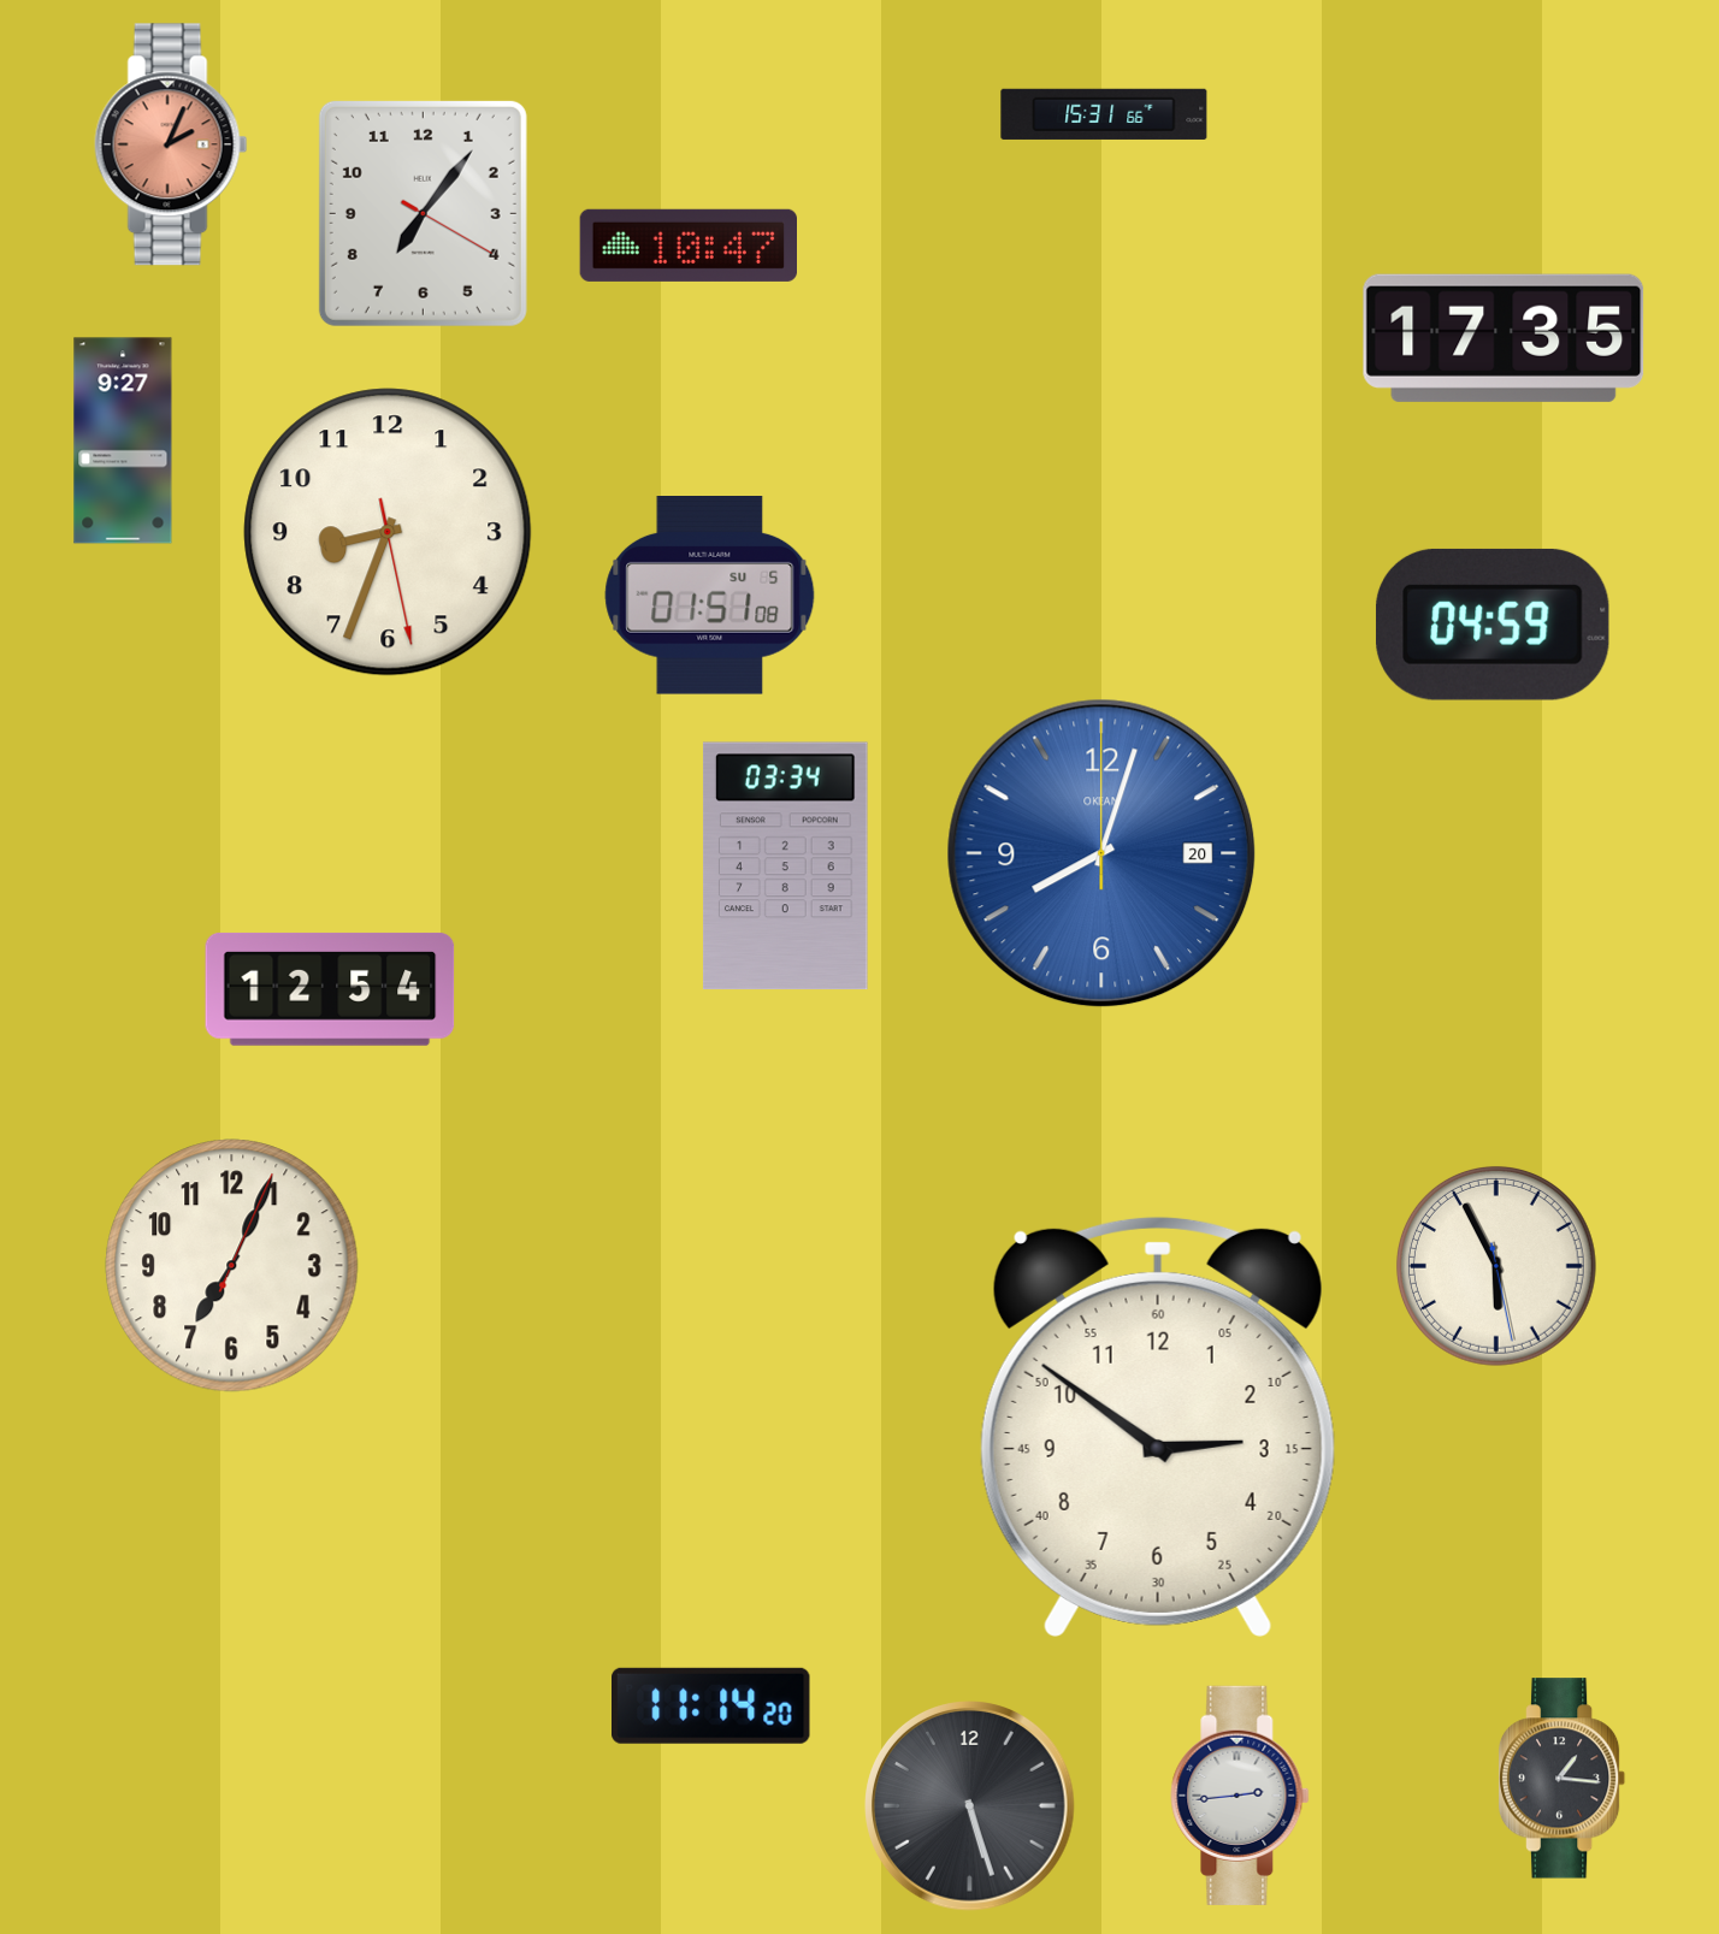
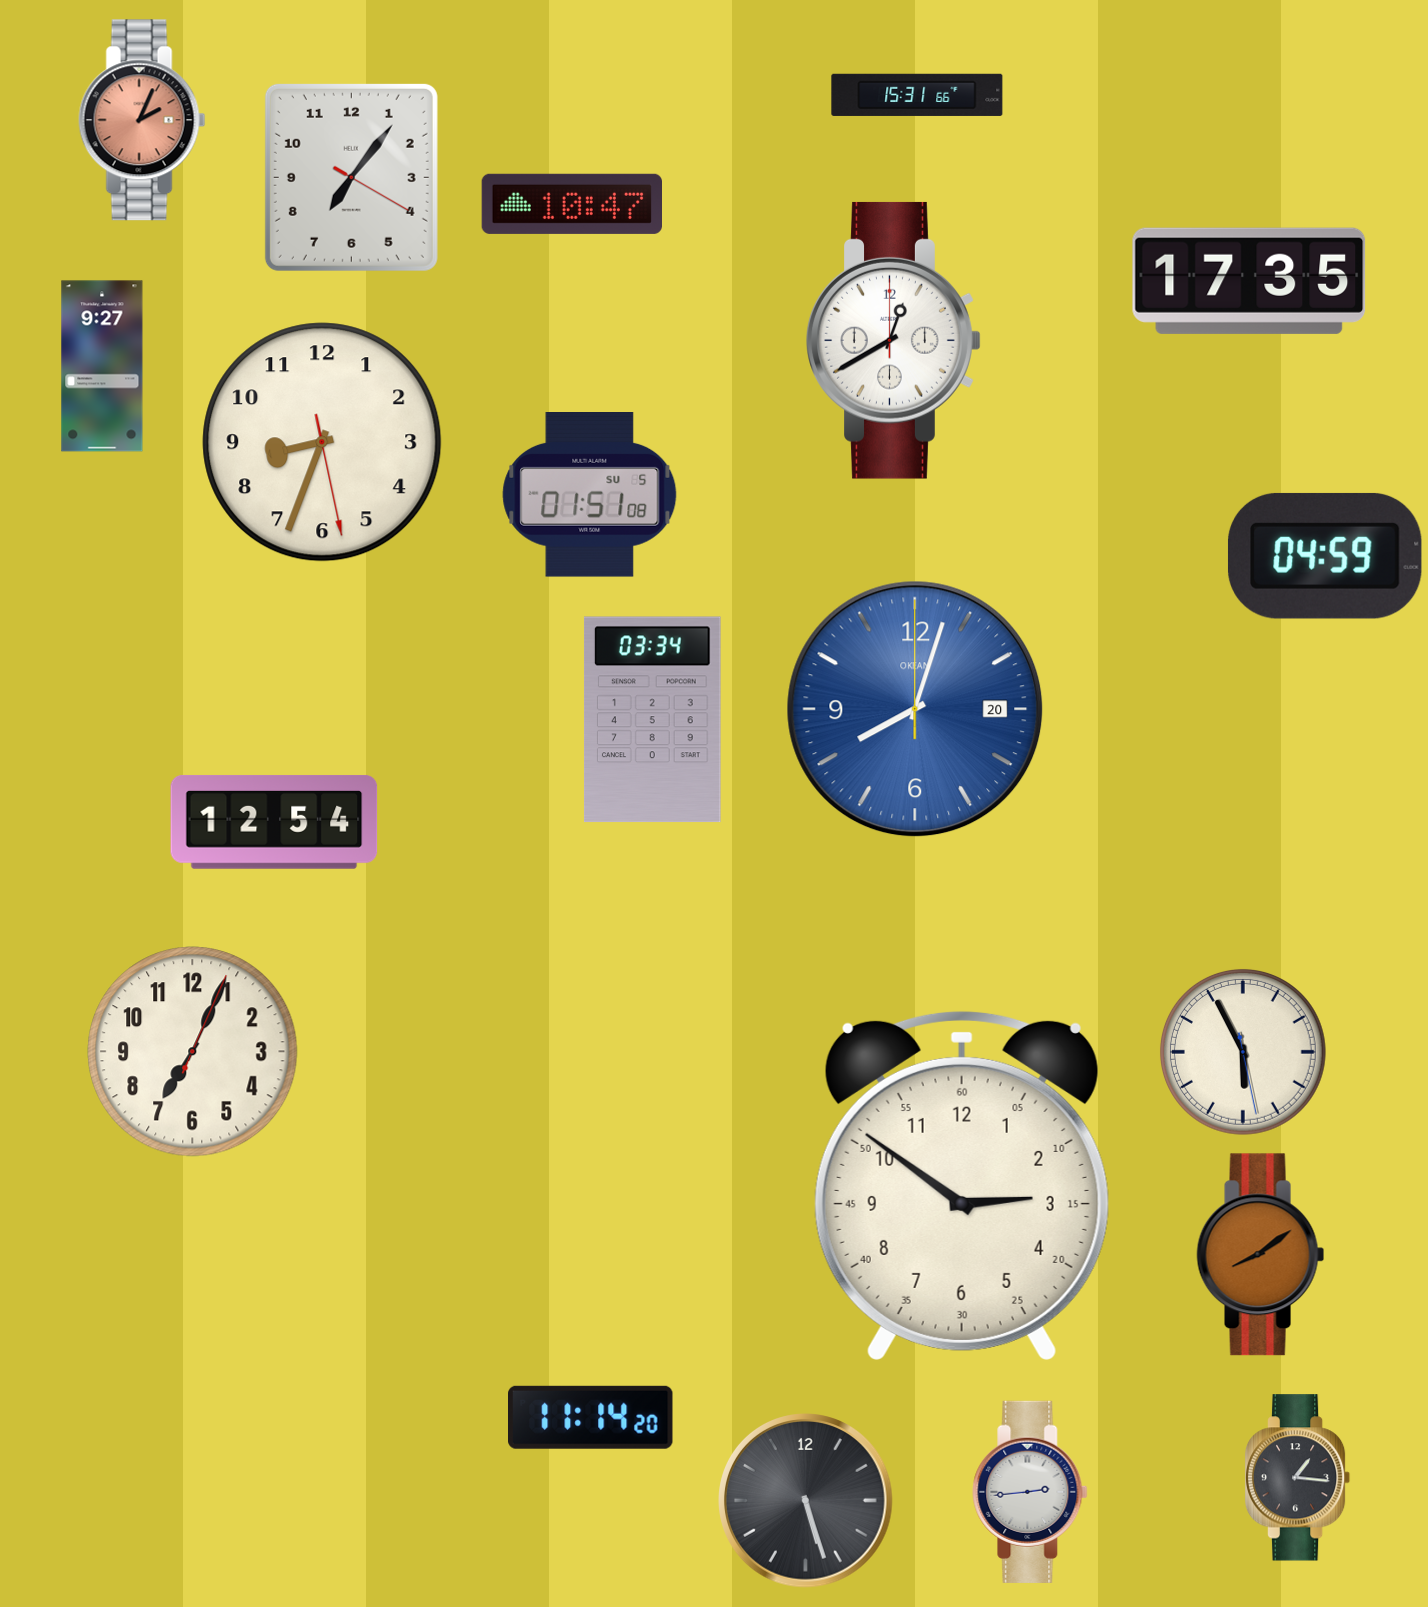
clock at (894, 340): none -> 12:40
clock at (1493, 625) position: (1493, 625) -> (1325, 556)
clock at (1261, 1255): none -> 8:09
